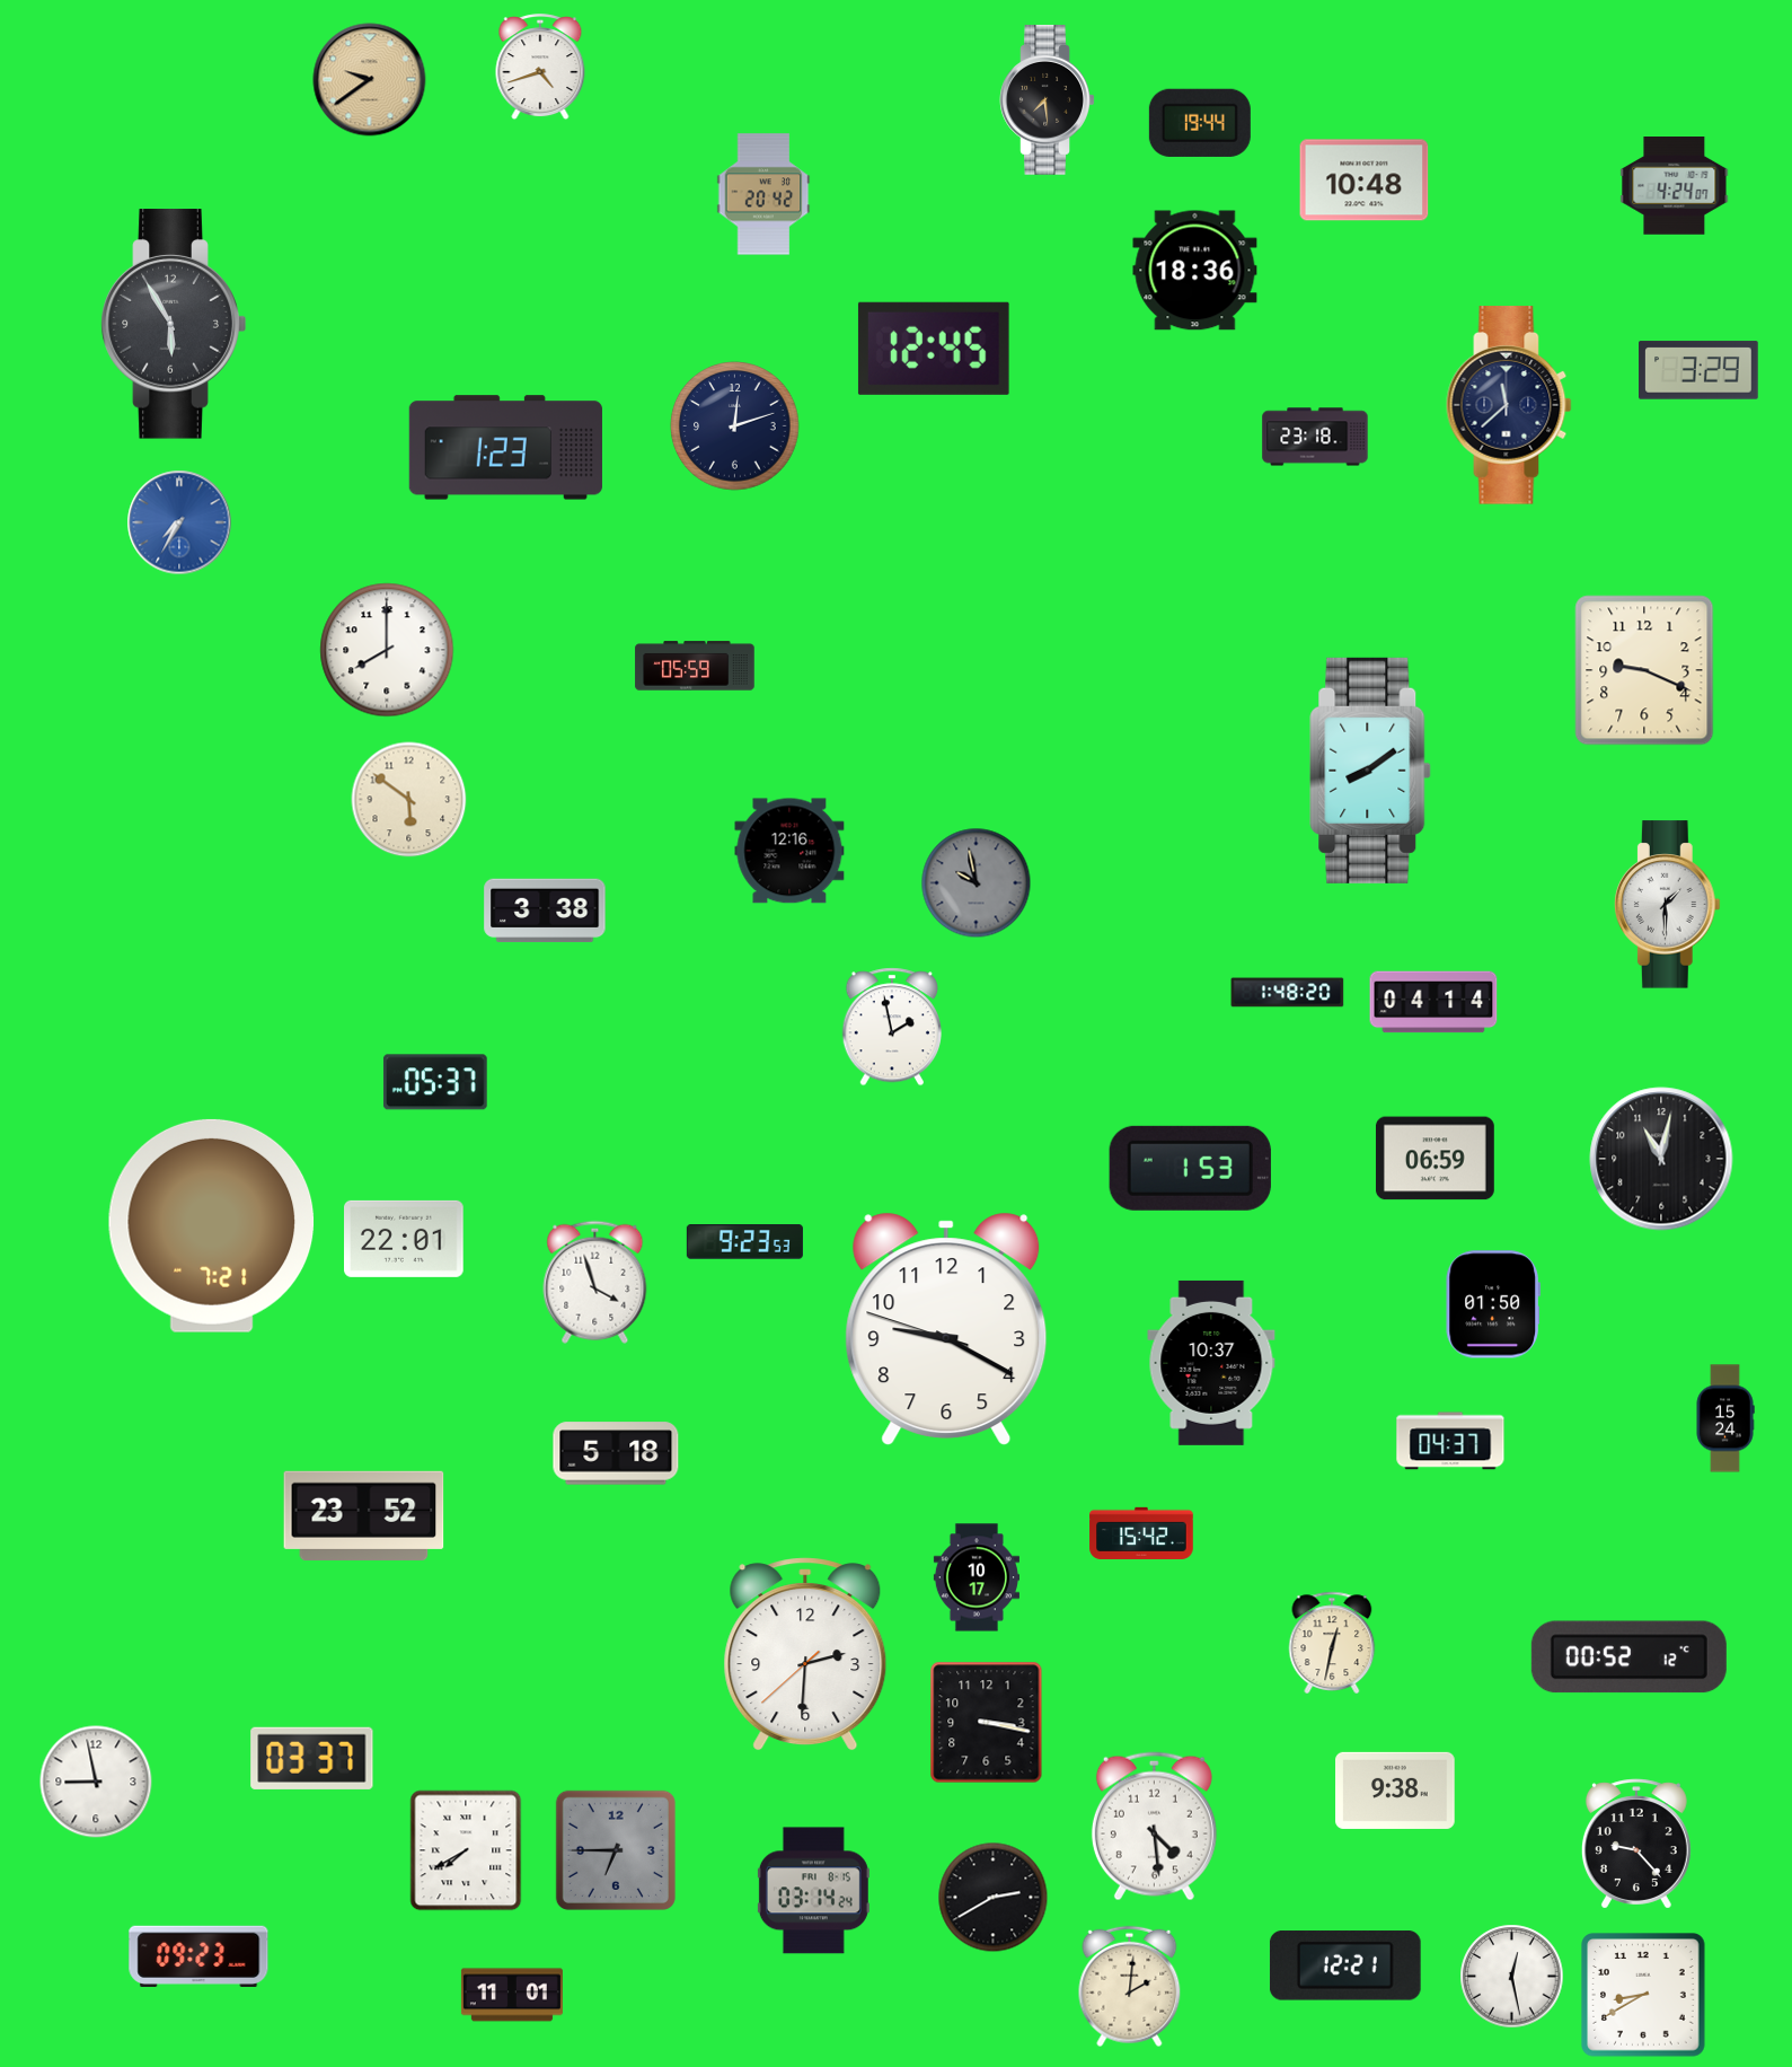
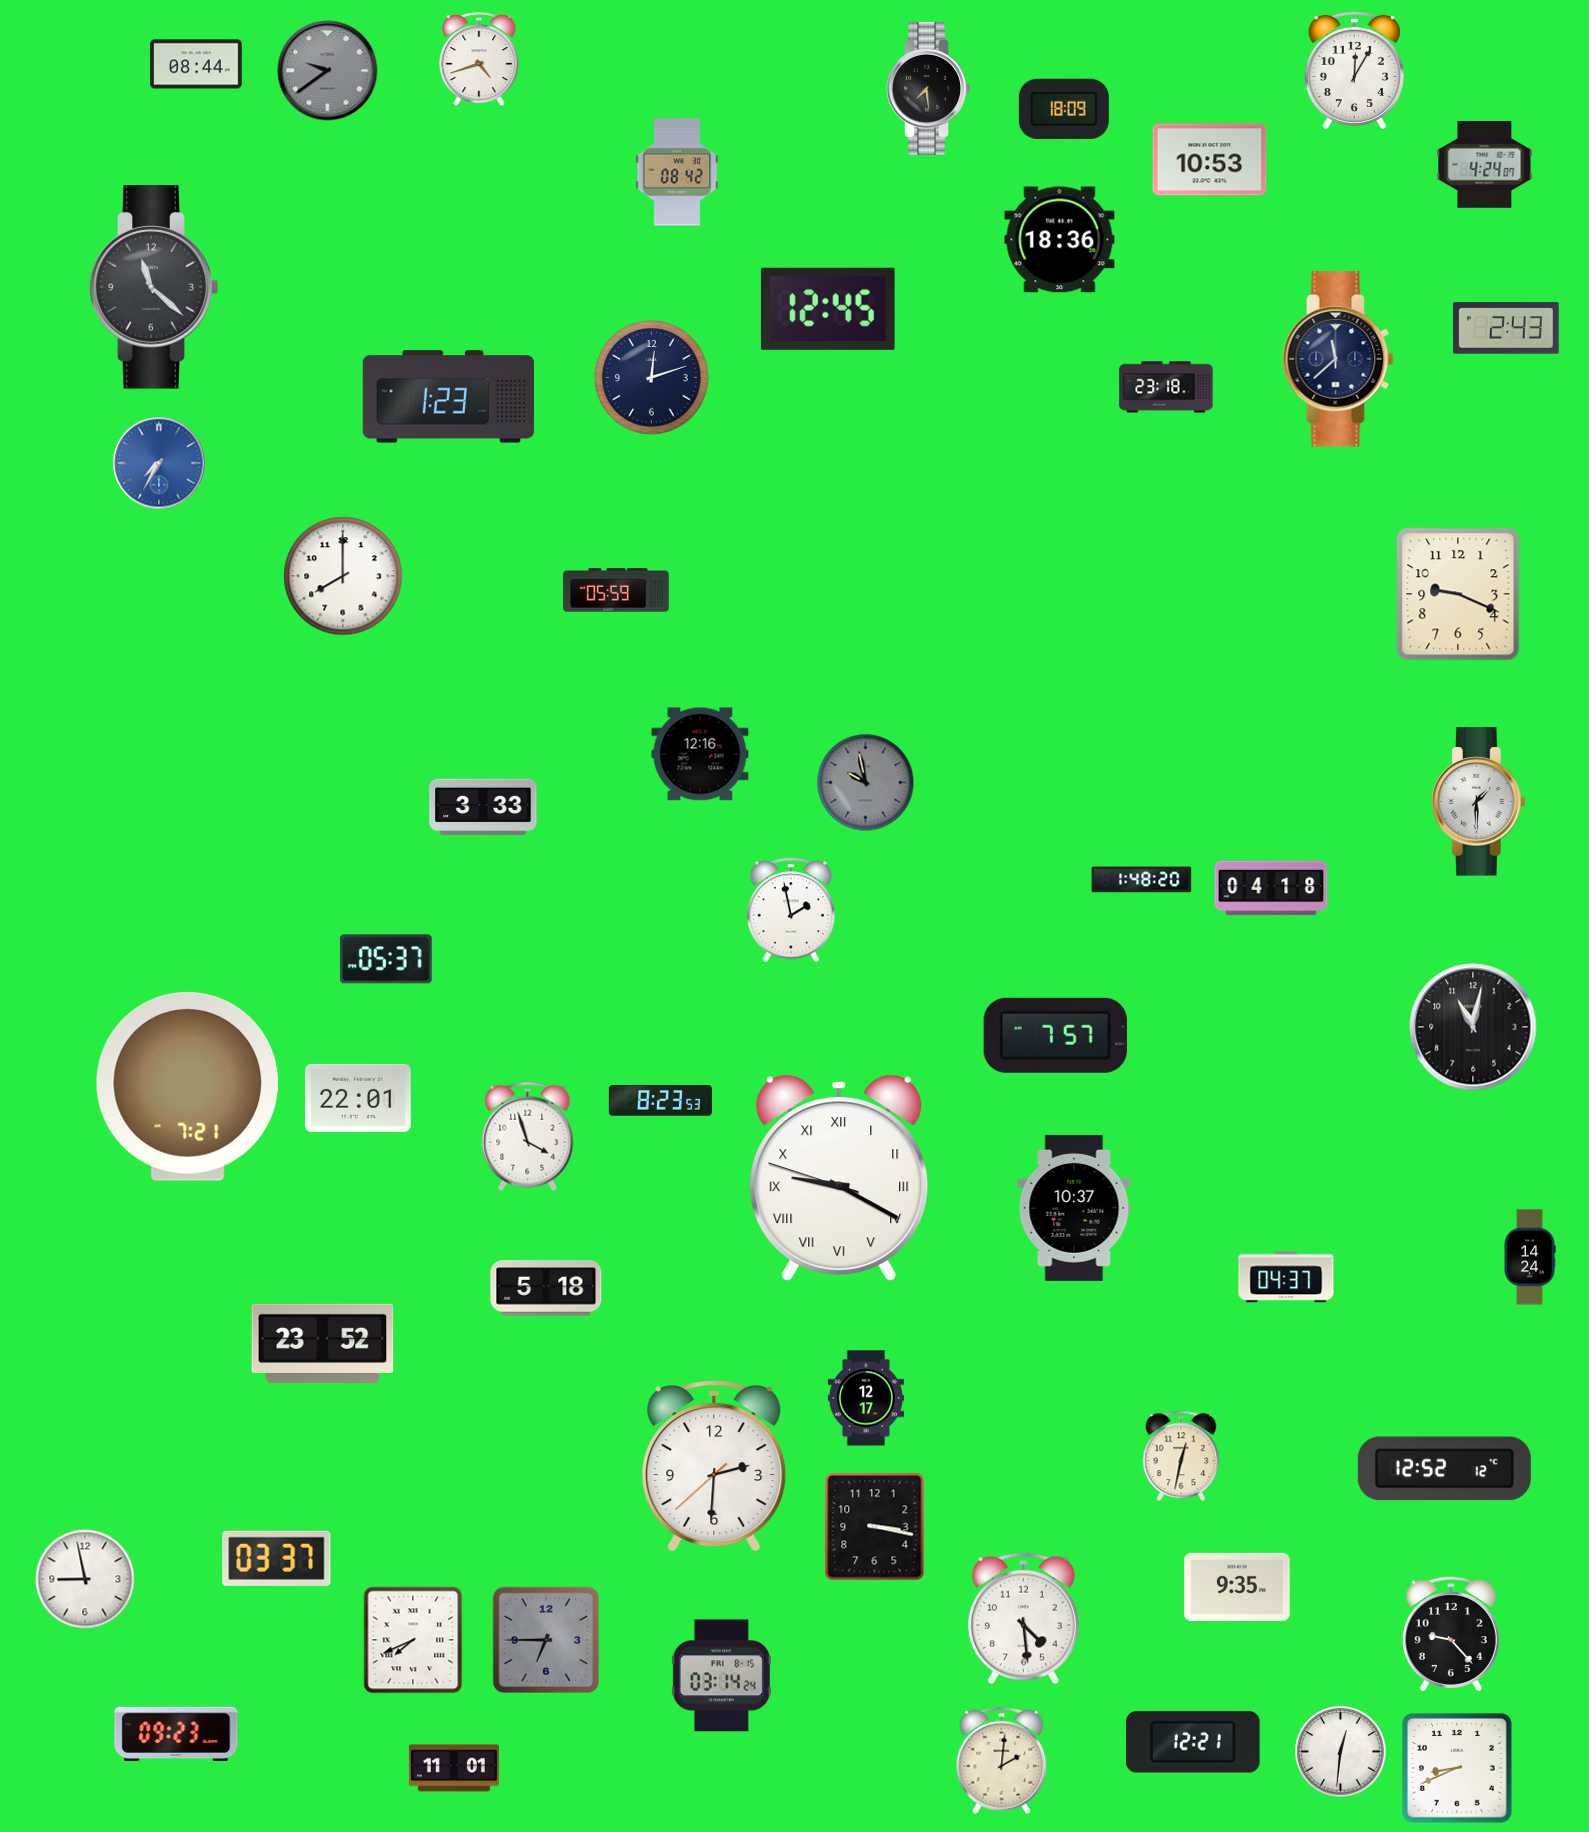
clock at (196, 64): none -> 08:44
clock at (1354, 70): none -> 12:05
clock at (370, 80) dial: champagne -> grey
clock at (1200, 123): 19:44 -> 18:09
clock at (1365, 181): 10:48 -> 10:53
clock at (763, 194): 20:42 -> 08:42
clock at (174, 324): 5:55 -> 11:22
clock at (1698, 370): 3:29 -> 2:43
clock at (1370, 771): 8:09 -> none
clock at (409, 800): 5:51 -> none
clock at (545, 911): 3:38 -> 3:33
clock at (1433, 1002): 04:14 -> 04:18
clock at (1435, 1159): 06:59 -> none
clock at (1190, 1168): 1:53 -> 7:57
clock at (744, 1242): 9:23 -> 8:23
clock at (1493, 1304): 01:50 -> none
clock at (946, 1329) numerals: Arabic -> Roman
clock at (1725, 1418): 15:24 -> 14:24
clock at (1141, 1533): 15:42 -> none
clock at (977, 1577): 10:17 -> 12:17
clock at (1628, 1657): 00:52 -> 12:52
clock at (1395, 1791): 9:38 -> 9:35
clock at (466, 1850): 7:40 -> 7:41
clock at (994, 1898): 2:40 -> none
clock at (1512, 1977): 12:28 -> 12:31
clock at (1644, 1996): 8:40 -> 8:41
